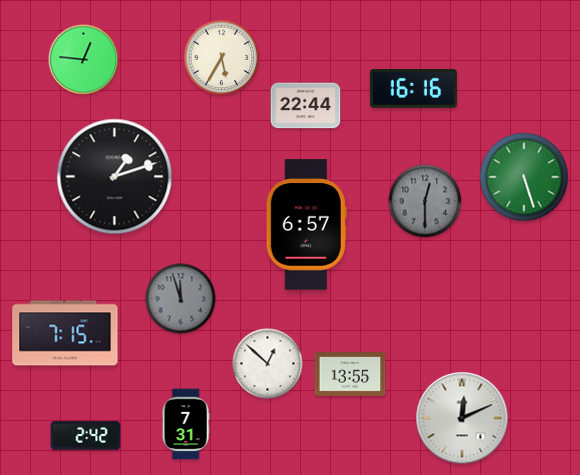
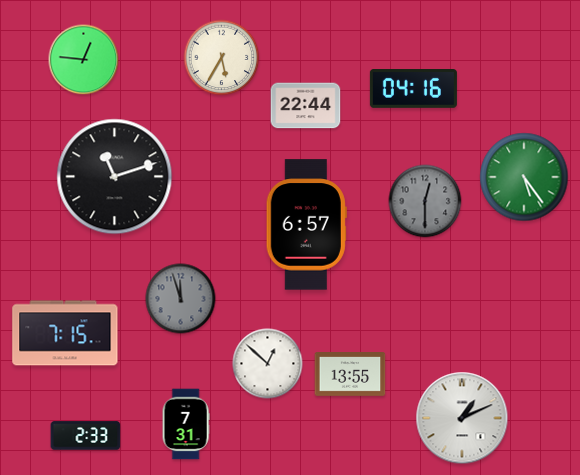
clock at (413, 89): 16:16 -> 04:16
clock at (115, 177): 1:12 -> 11:12
clock at (524, 177): 5:27 -> 5:24
clock at (462, 418): 12:11 -> 1:11
clock at (86, 436): 2:42 -> 2:33
